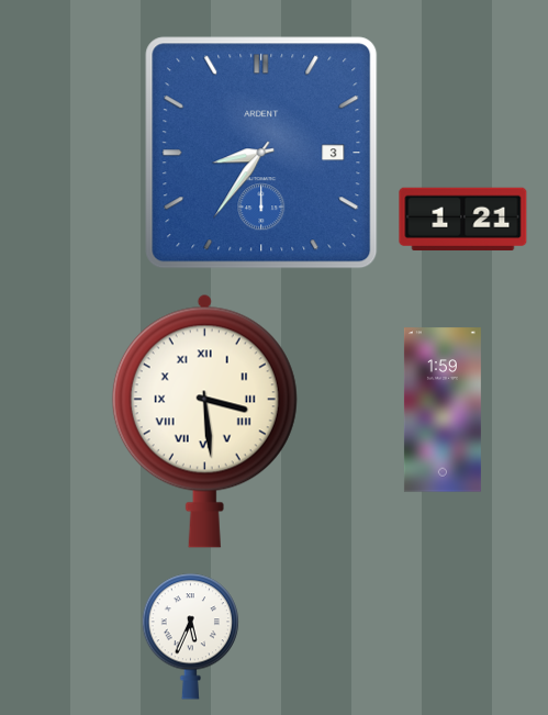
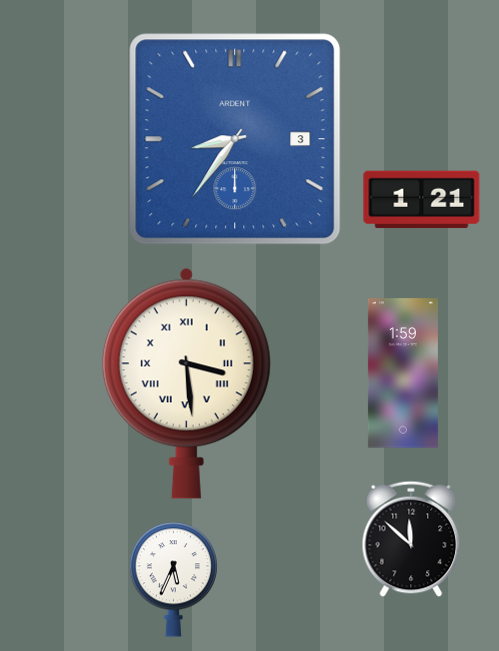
clock at (261, 153) position: (261, 153) -> (235, 139)
clock at (411, 539): none -> 11:52
